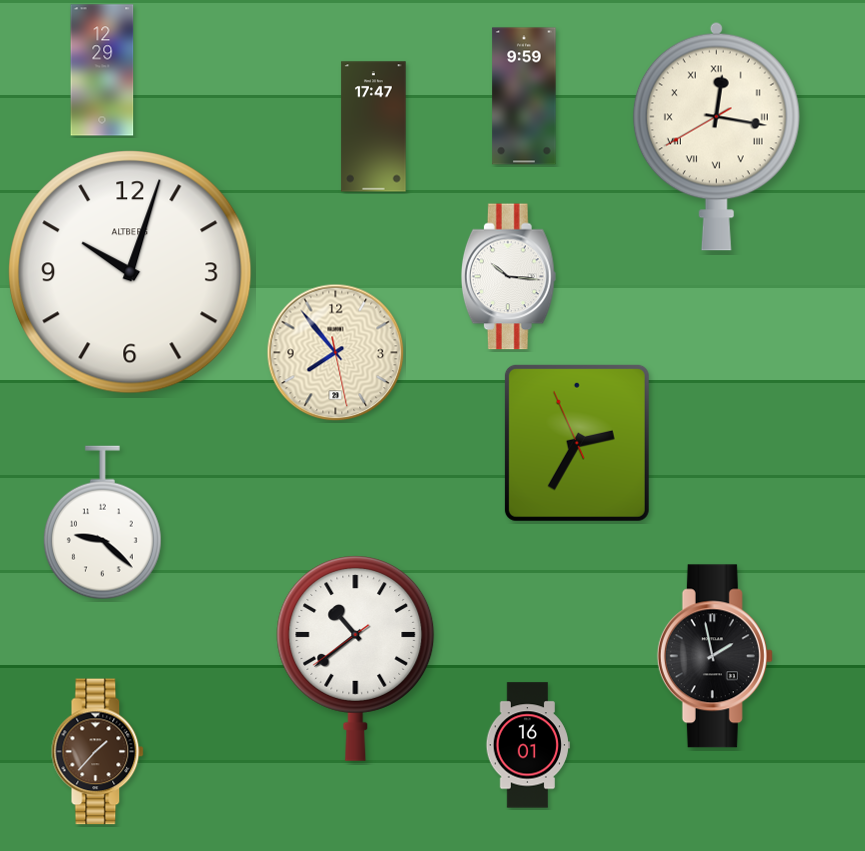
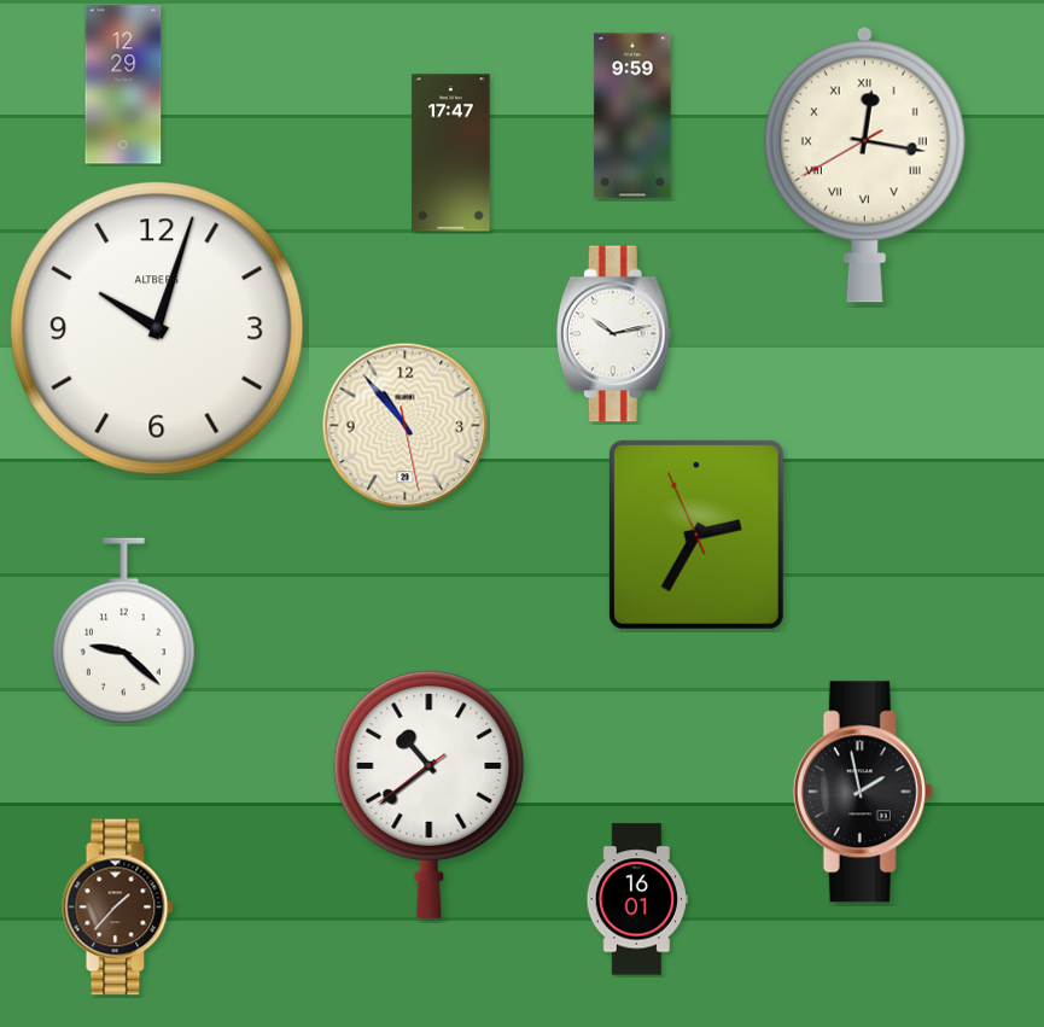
clock at (508, 277): 10:16 -> 10:13
clock at (336, 353): 7:53 -> 10:53
